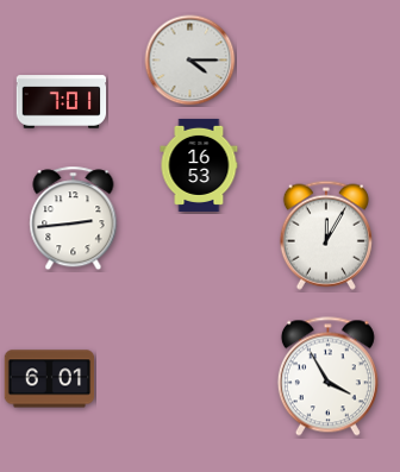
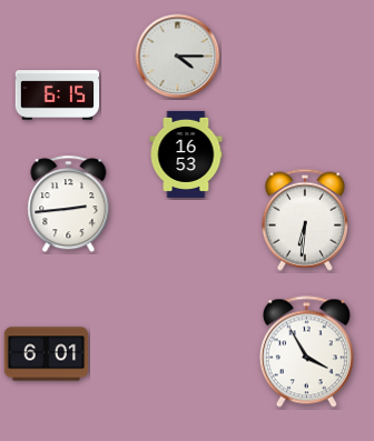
clock at (62, 102): 7:01 -> 6:15
clock at (326, 235): 12:05 -> 6:31
